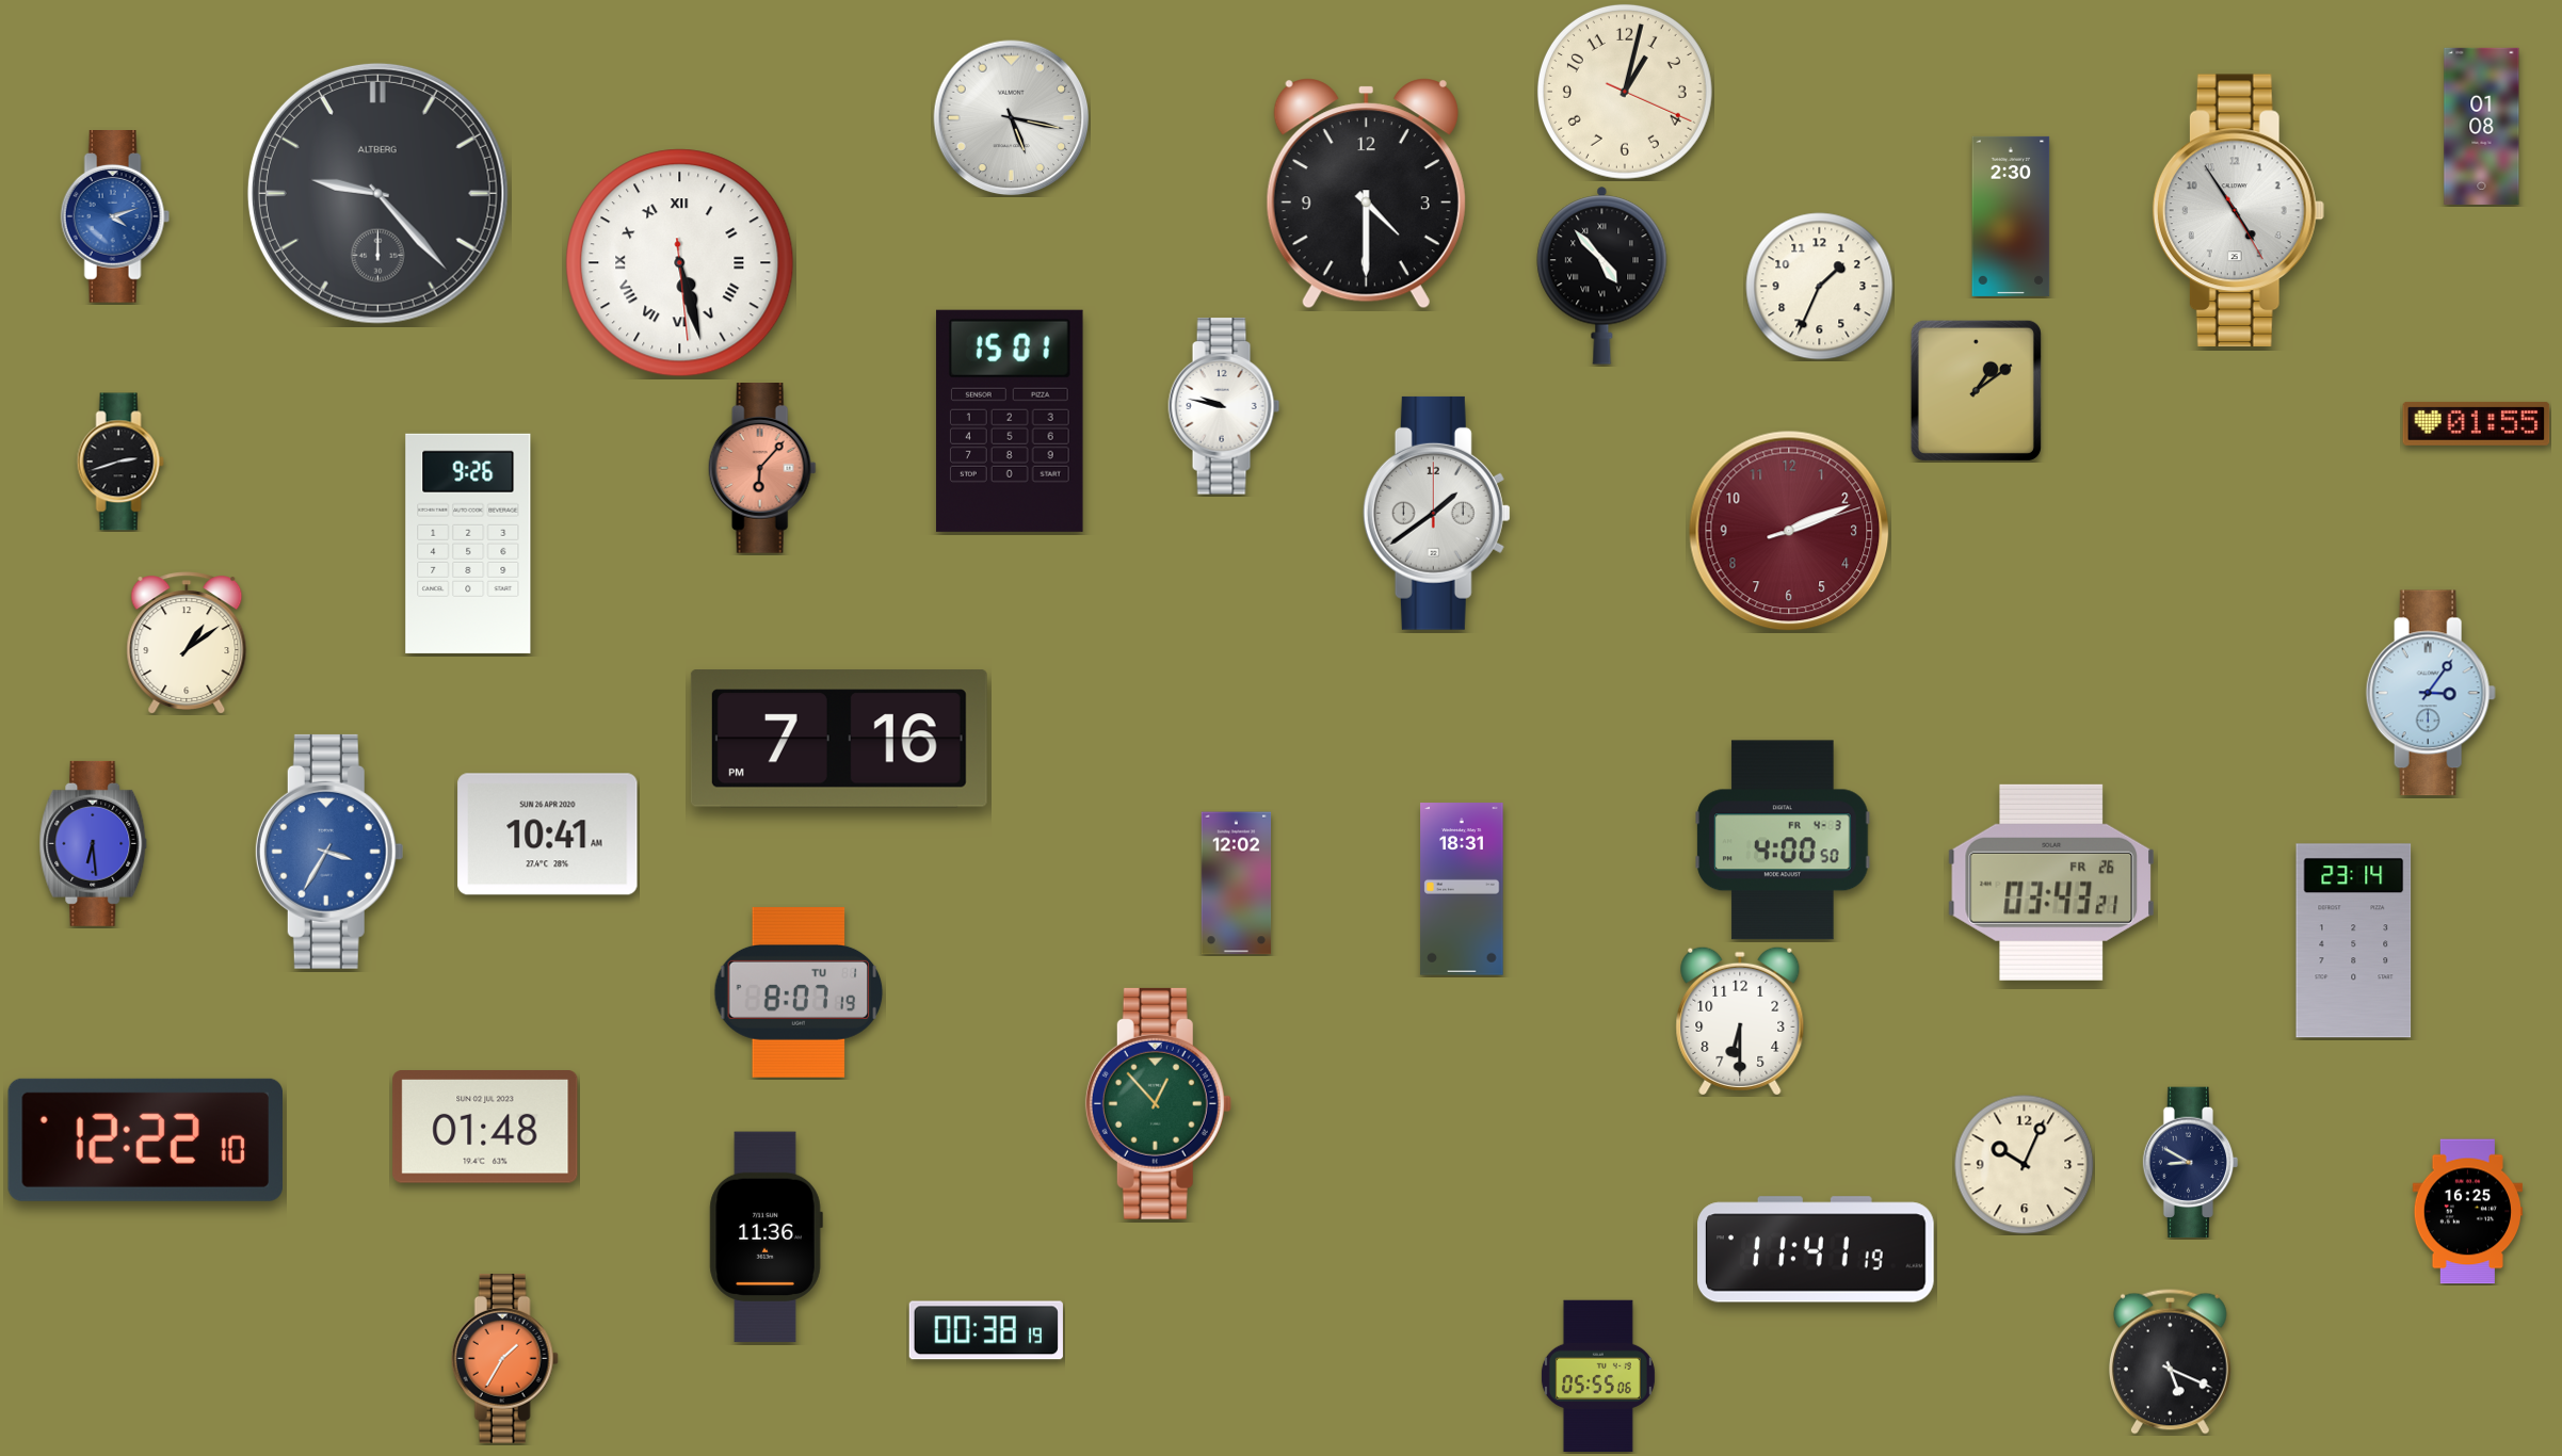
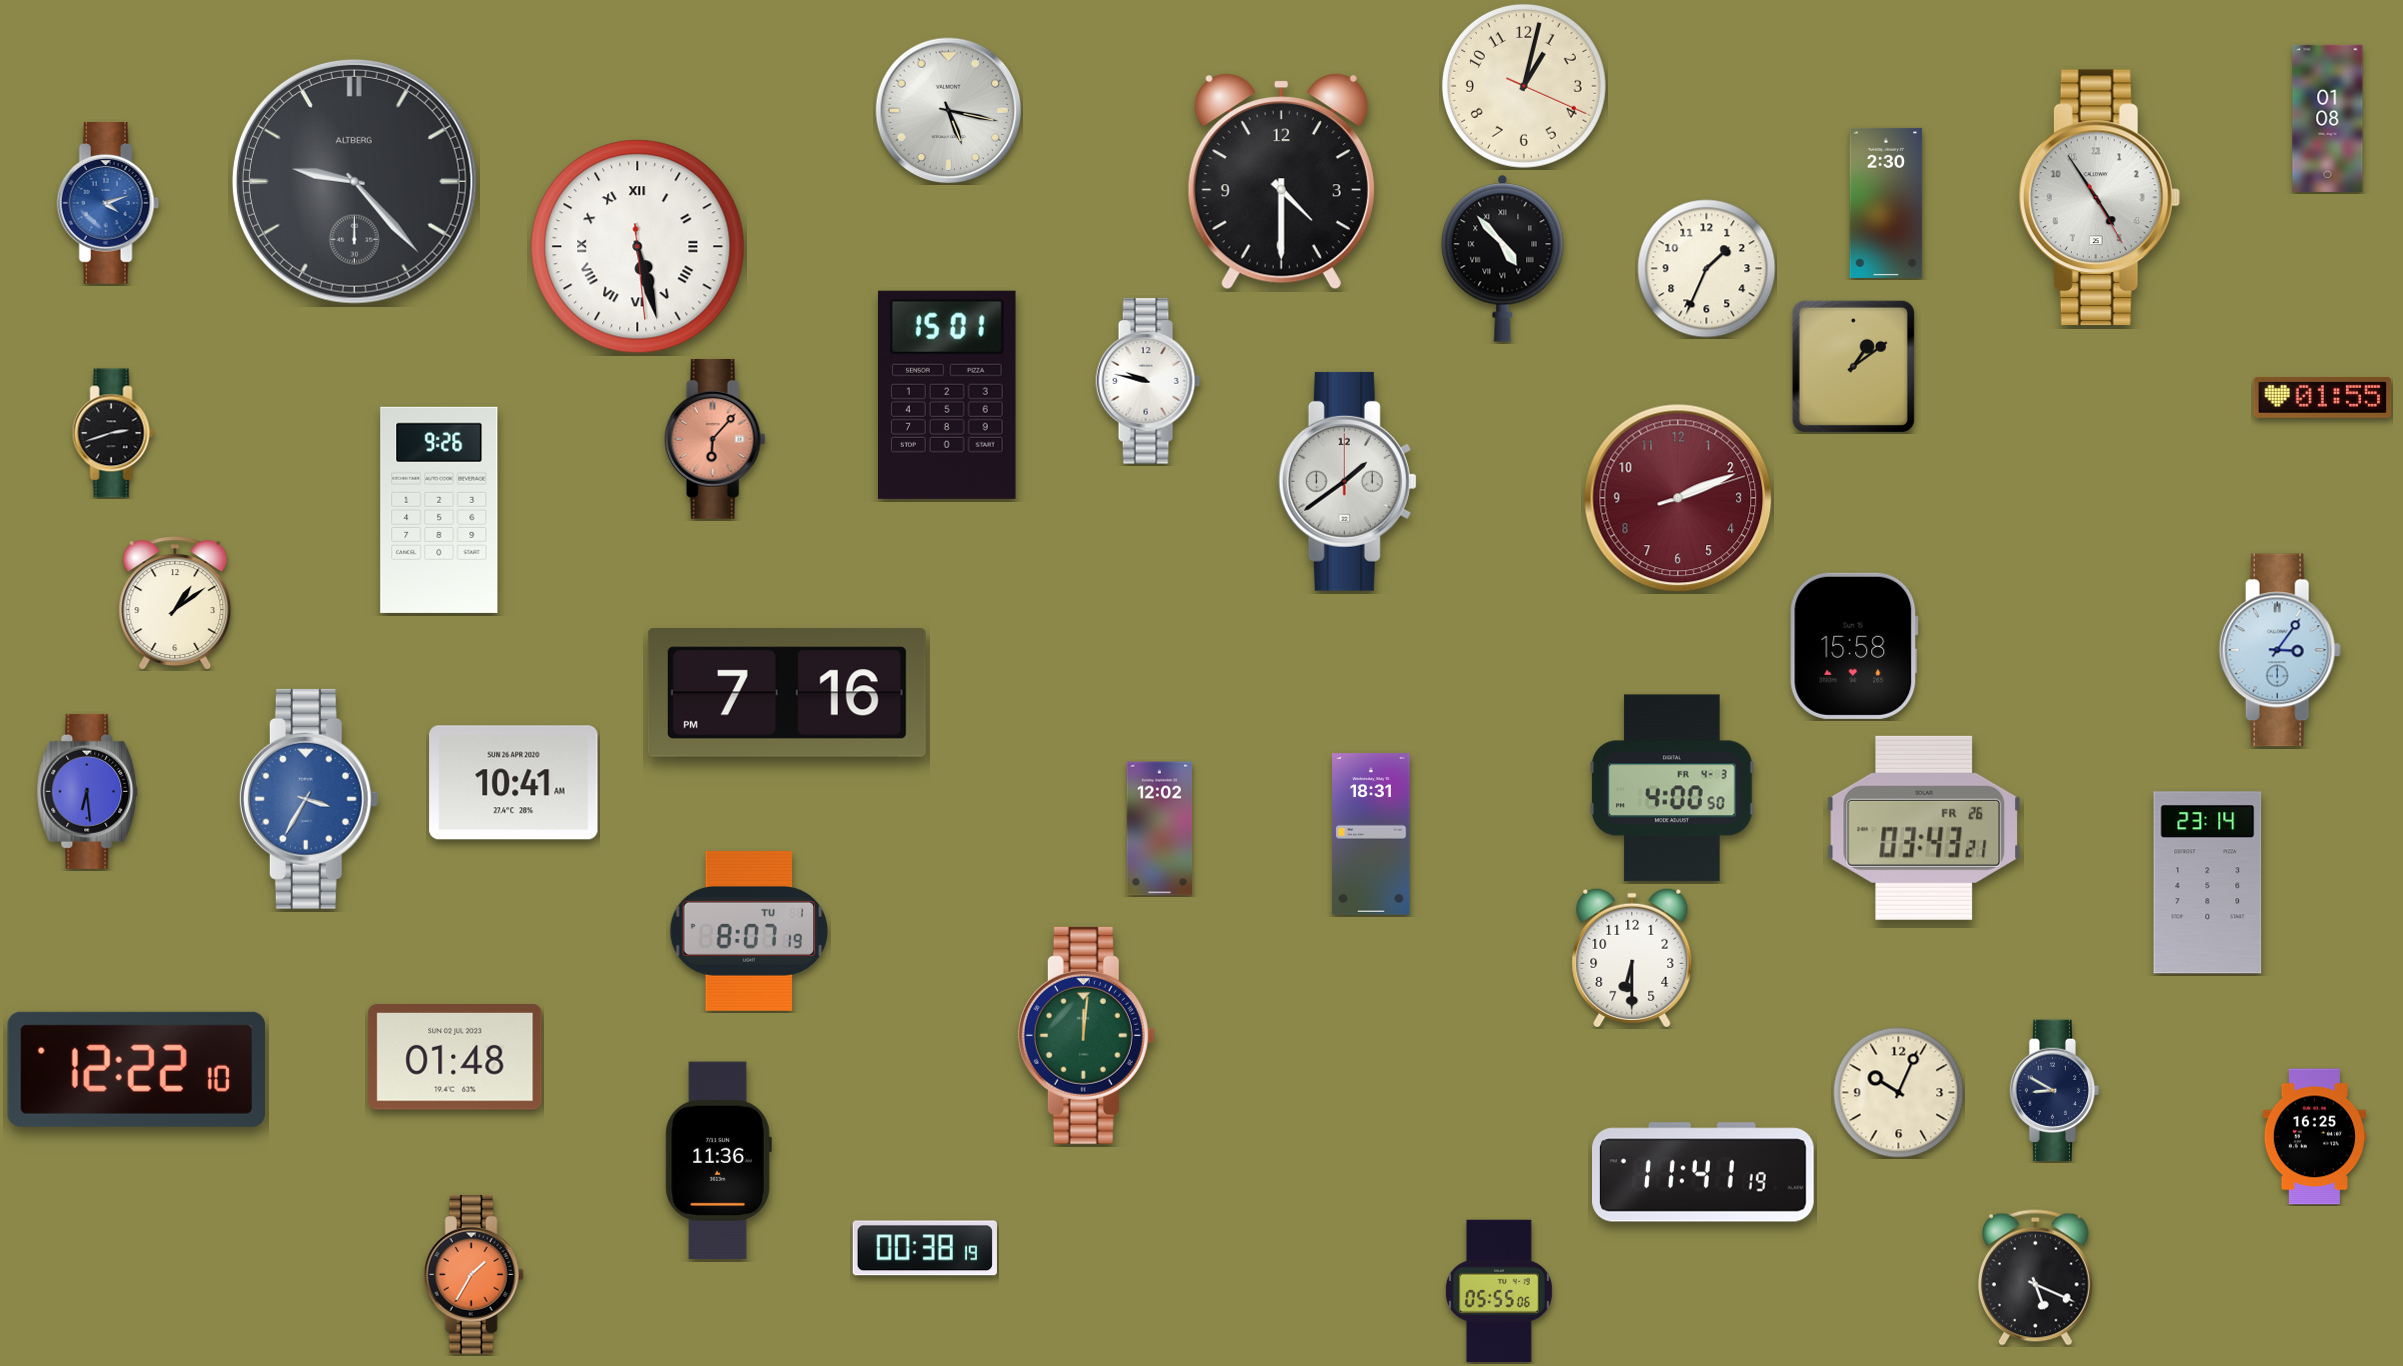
clock at (1854, 646): none -> 15:58
clock at (1158, 1103): 12:53 -> 12:01
